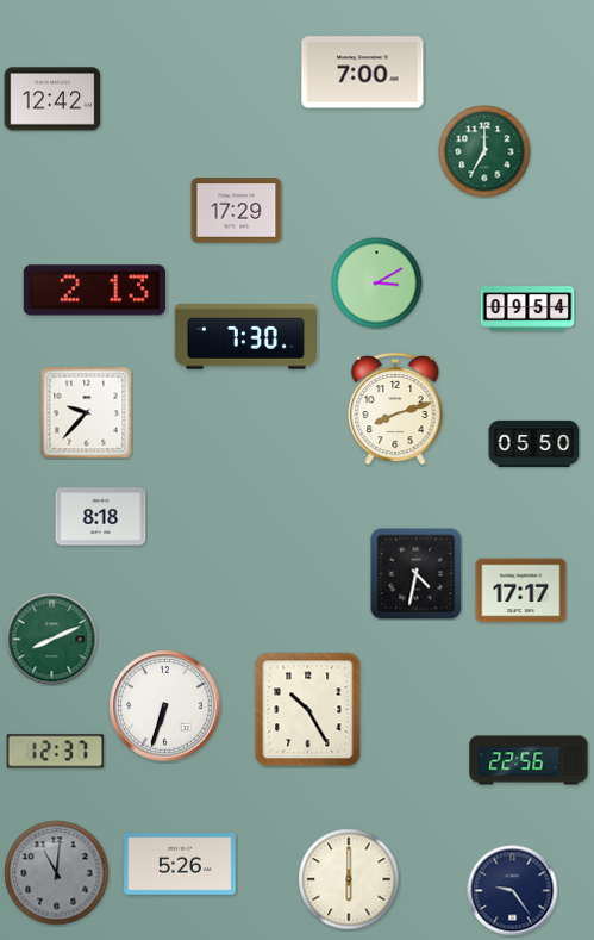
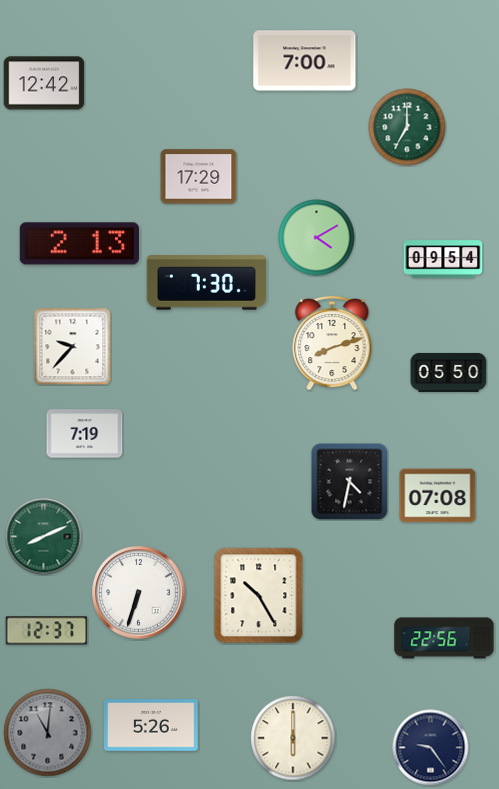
clock at (377, 284): 3:10 -> 4:10
clock at (101, 517): 8:18 -> 7:19
clock at (521, 591): 17:17 -> 07:08
